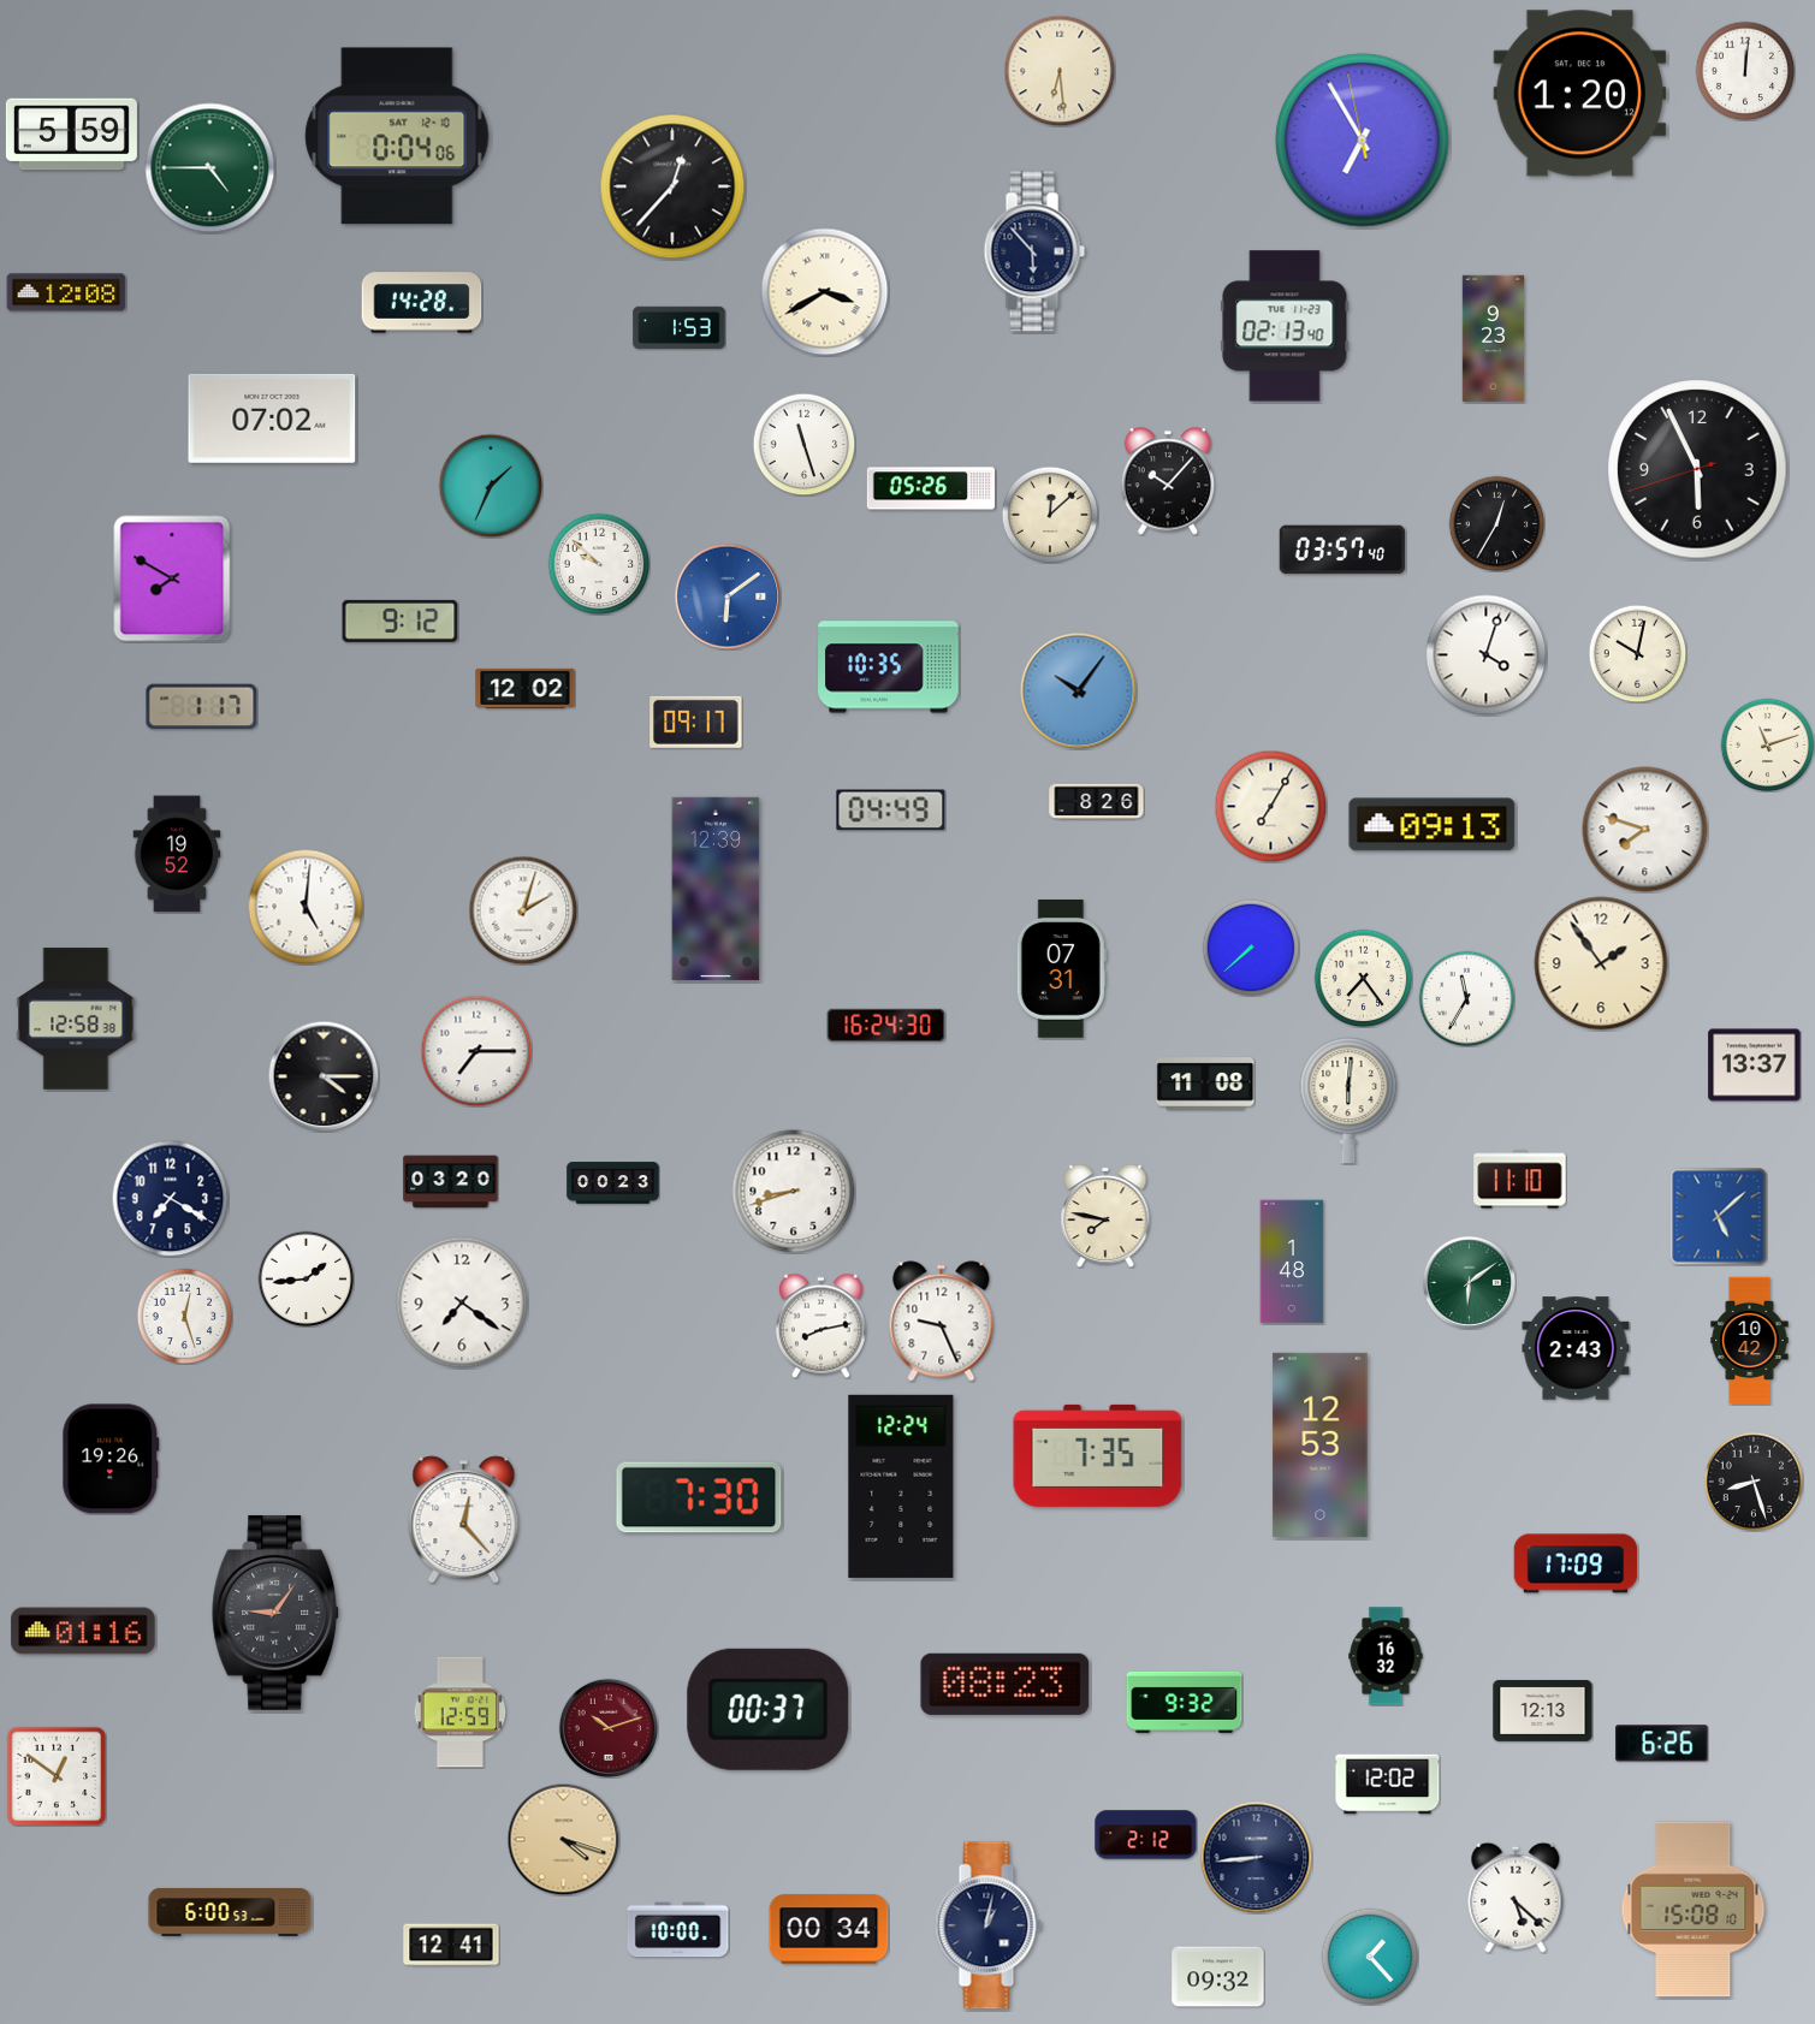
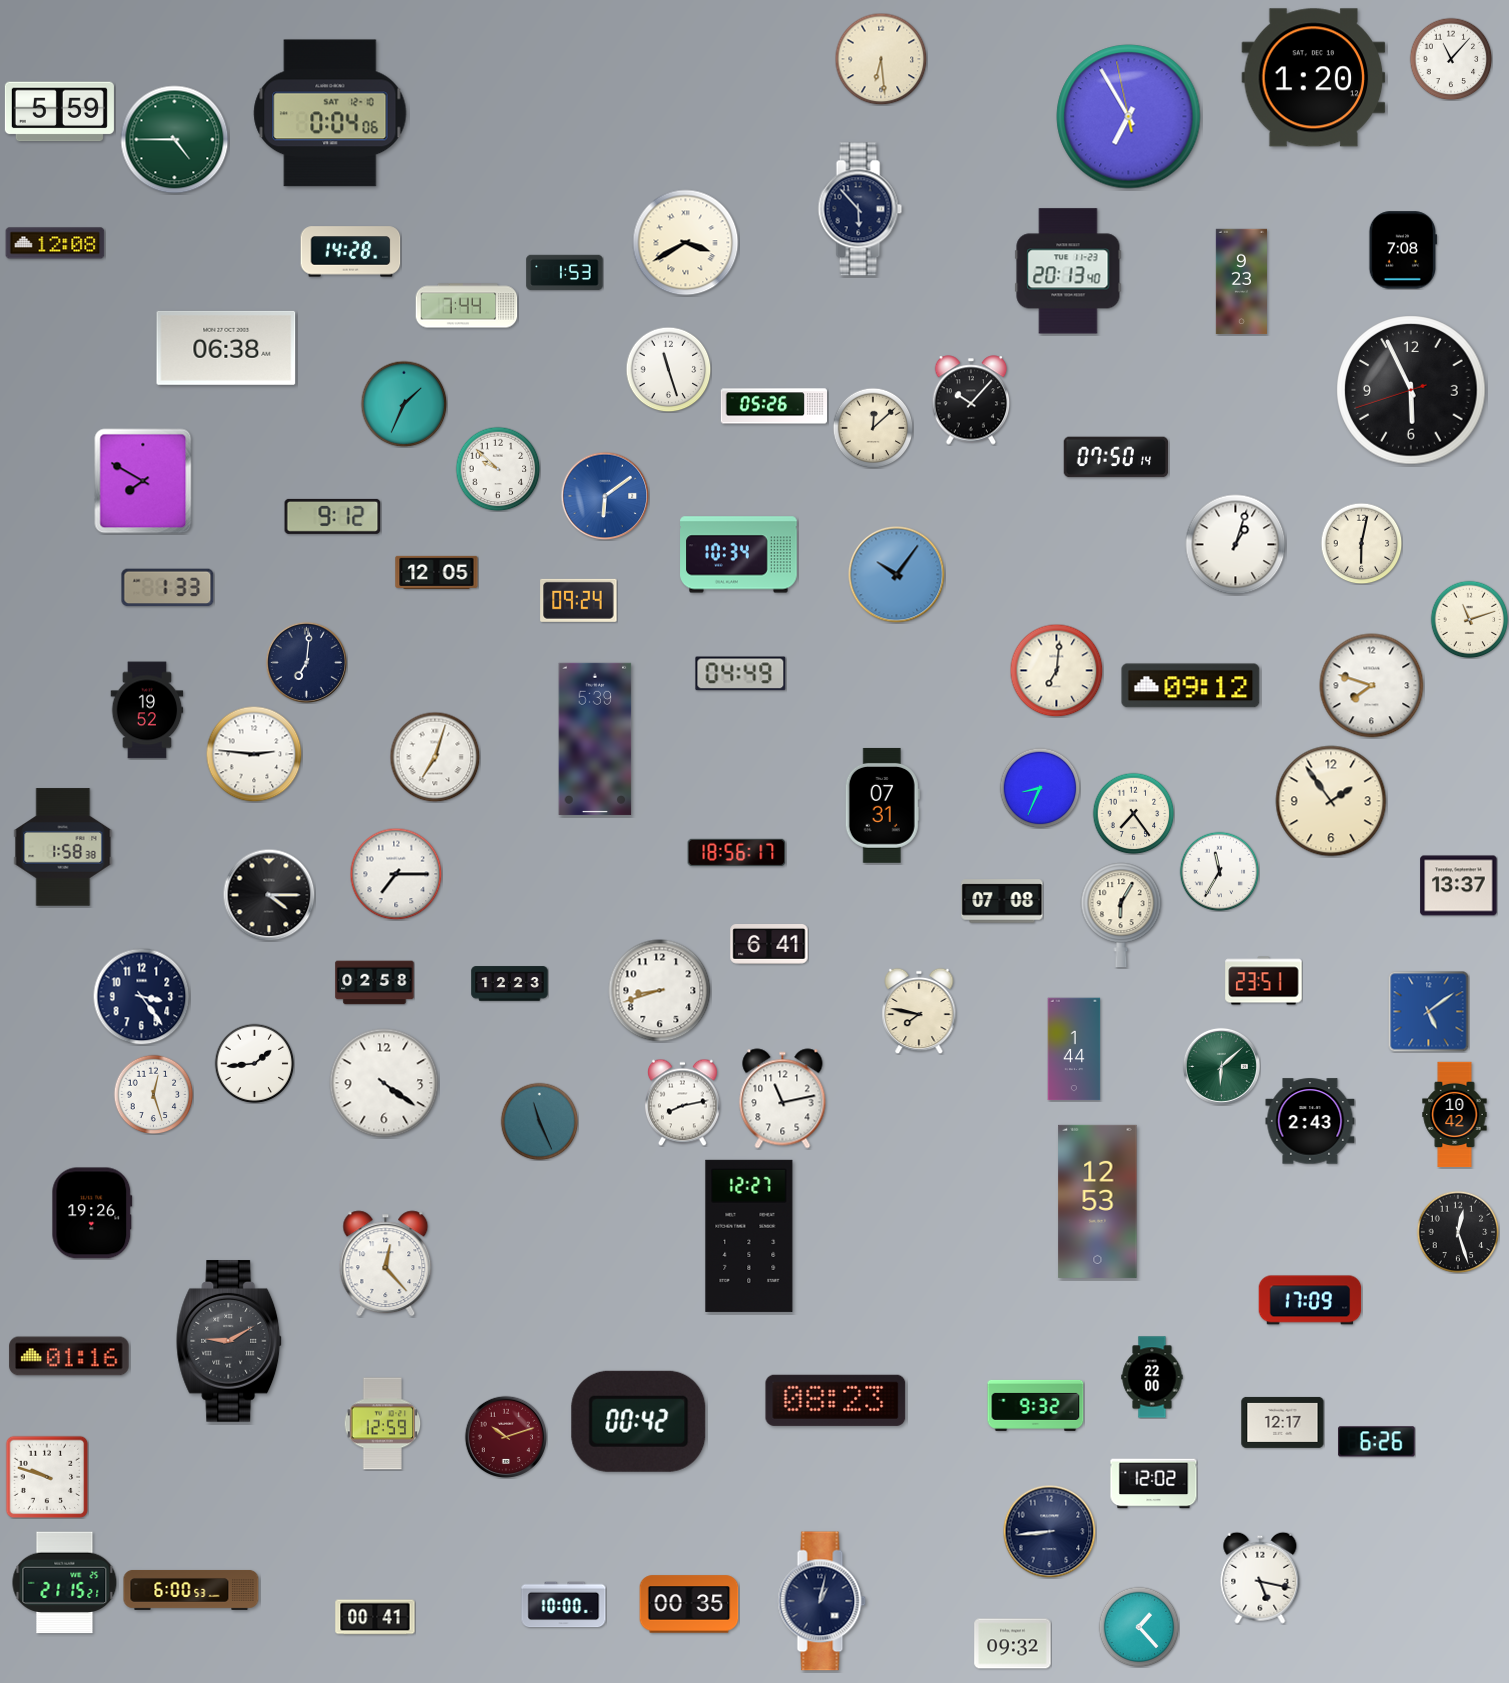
clock at (1745, 71): 12:01 -> 11:07
clock at (1363, 141) position: (1363, 141) -> (1129, 117)
clock at (672, 186): 12:37 -> none
clock at (1402, 250): none -> 7:08
clock at (1285, 326): 02:13 -> 20:13
clock at (467, 306): none -> 7:44
clock at (272, 419): 07:02 -> 06:38
clock at (491, 486) position: (491, 486) -> (404, 404)
clock at (1496, 523): 12:35 -> none
clock at (1342, 550): 03:57 -> 07:50
clock at (1637, 653): 10:02 -> 6:02
clock at (1487, 655): 4:03 -> 1:03
clock at (889, 667): 10:35 -> 10:34
clock at (526, 688): 12:02 -> 12:05
clock at (202, 707): 1:17 -> 1:33
clock at (696, 722): 09:17 -> 09:24
clock at (306, 662): none -> 7:01
clock at (1097, 801): 8:26 -> none
clock at (1270, 806): 7:05 -> 7:01
clock at (1433, 825): 09:13 -> 09:12
clock at (1645, 830) position: (1645, 830) -> (1372, 686)
clock at (716, 889): 12:39 -> 5:39
clock at (306, 907): 5:01 -> 2:46
clock at (523, 910): 2:03 -> 7:03
clock at (1251, 948): 7:38 -> 8:34
clock at (1466, 998) position: (1466, 998) -> (1219, 871)
clock at (76, 1019): 12:58 -> 1:58
clock at (886, 1025): 16:24 -> 18:56
clock at (1205, 1084): 11:08 -> 07:08
clock at (1348, 1100): 6:01 -> 6:05
clock at (769, 945): none -> 6:41
clock at (1520, 1180): 11:10 -> 23:51
clock at (451, 1182): 03:20 -> 02:58
clock at (613, 1183): 00:23 -> 12:23
clock at (170, 1198): 7:20 -> 3:24
clock at (1718, 1216): 5:08 -> 5:09
clock at (1292, 1262): 1:48 -> 1:44
clock at (1469, 1282): 6:09 -> 6:08
clock at (462, 1302): 7:21 -> 4:21
clock at (942, 1322): 9:26 -> 11:13
clock at (539, 1121): none -> 11:26
clock at (1098, 1455): 7:35 -> none
clock at (1754, 1482): 8:27 -> 12:27
clock at (901, 1486): 12:24 -> 12:27
clock at (699, 1497): 7:30 -> none
clock at (277, 1614): 9:06 -> 9:10
clock at (1386, 1656): 16:32 -> 22:00
clock at (1185, 1702) position: (1185, 1702) -> (1036, 1405)
clock at (769, 1709): 00:37 -> 00:42
clock at (1543, 1710): 12:13 -> 12:17
clock at (1662, 1744) position: (1662, 1744) -> (1377, 1442)
clock at (57, 1776): 12:51 -> 9:48
clock at (1146, 1835): 2:12 -> none
clock at (563, 1839): 4:18 -> none
clock at (1256, 1857) position: (1256, 1857) -> (1049, 1531)
clock at (1516, 1898): 5:22 -> 5:17
clock at (65, 1583): none -> 21:15
clock at (1694, 1910): 15:08 -> none
clock at (829, 1929): 00:34 -> 00:35
clock at (451, 1945): 12:41 -> 00:41
